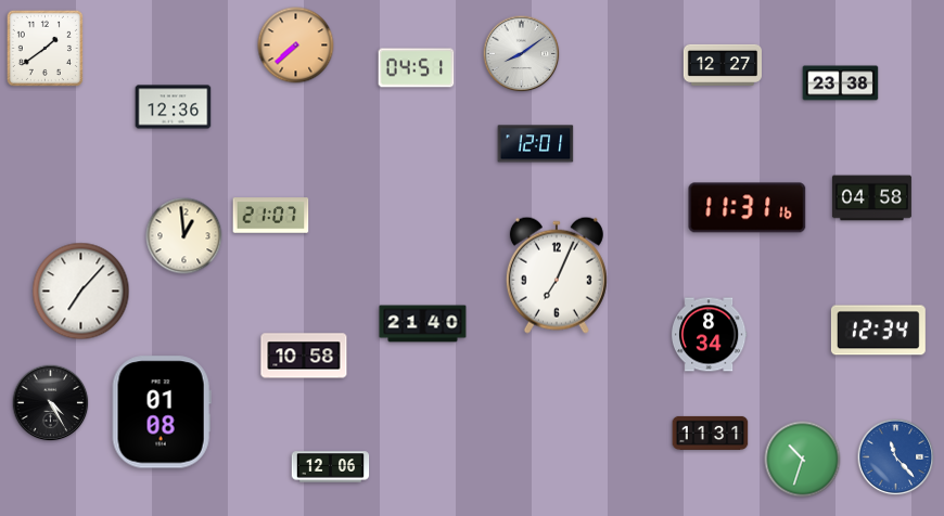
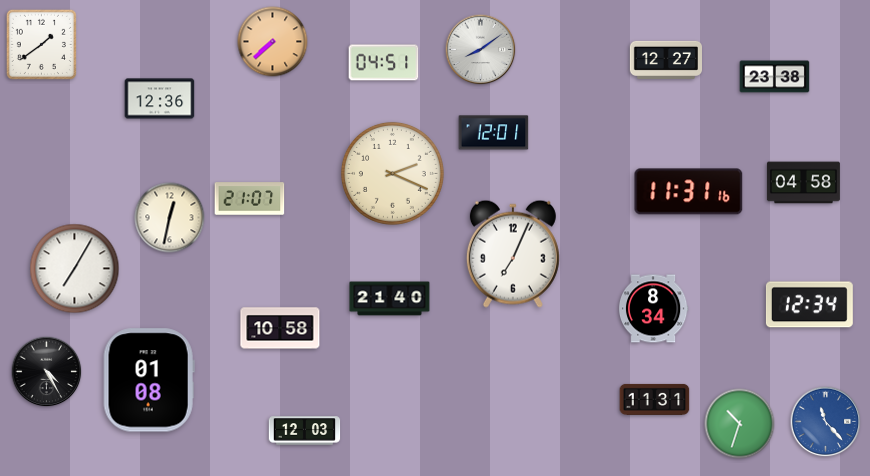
clock at (392, 173): none -> 2:19
clock at (184, 236): 12:59 -> 12:32
clock at (81, 292): 7:07 -> 7:05
clock at (331, 467): 12:06 -> 12:03
